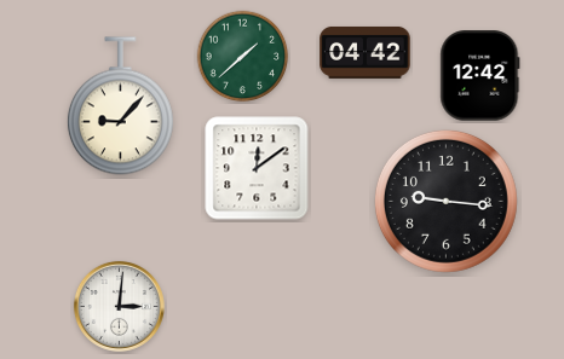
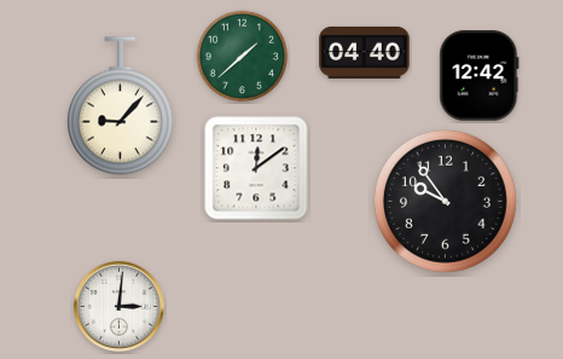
clock at (366, 52): 04:42 -> 04:40
clock at (445, 201): 9:16 -> 9:54
